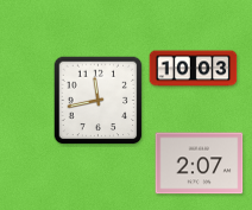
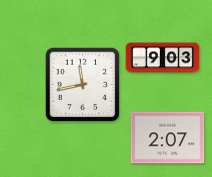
clock at (194, 69): 10:03 -> 9:03
